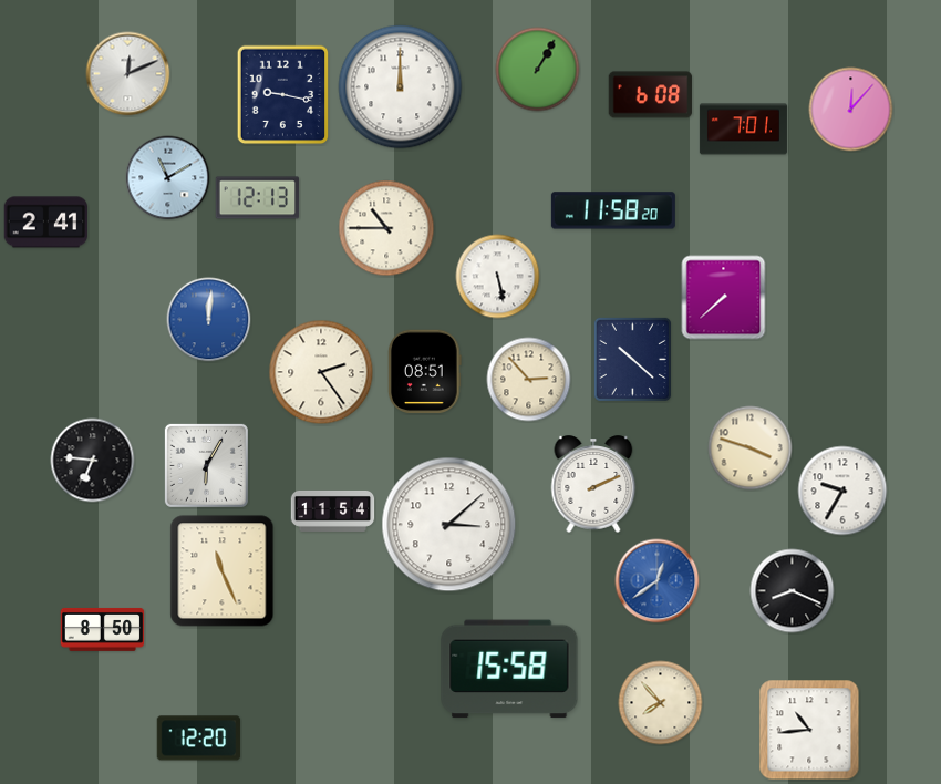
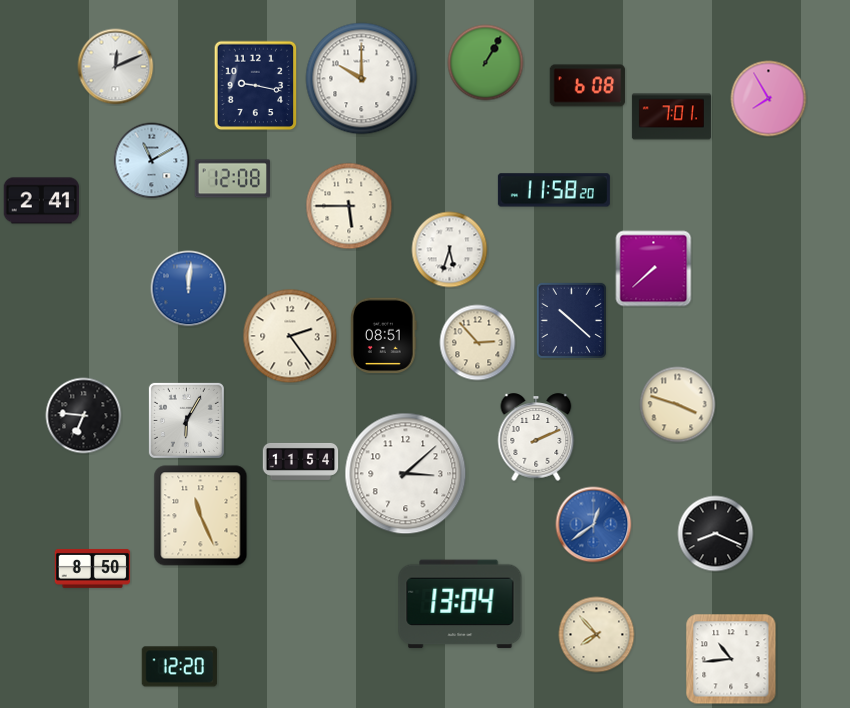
clock at (401, 87): 12:00 -> 10:00
clock at (851, 110): 12:07 -> 7:55
clock at (258, 198): 12:13 -> 12:08
clock at (386, 228): 10:45 -> 5:45
clock at (498, 277): 5:28 -> 5:33
clock at (632, 359) position: (632, 359) -> (571, 320)
clock at (842, 491): 9:35 -> none
clock at (509, 669): 15:58 -> 13:04
